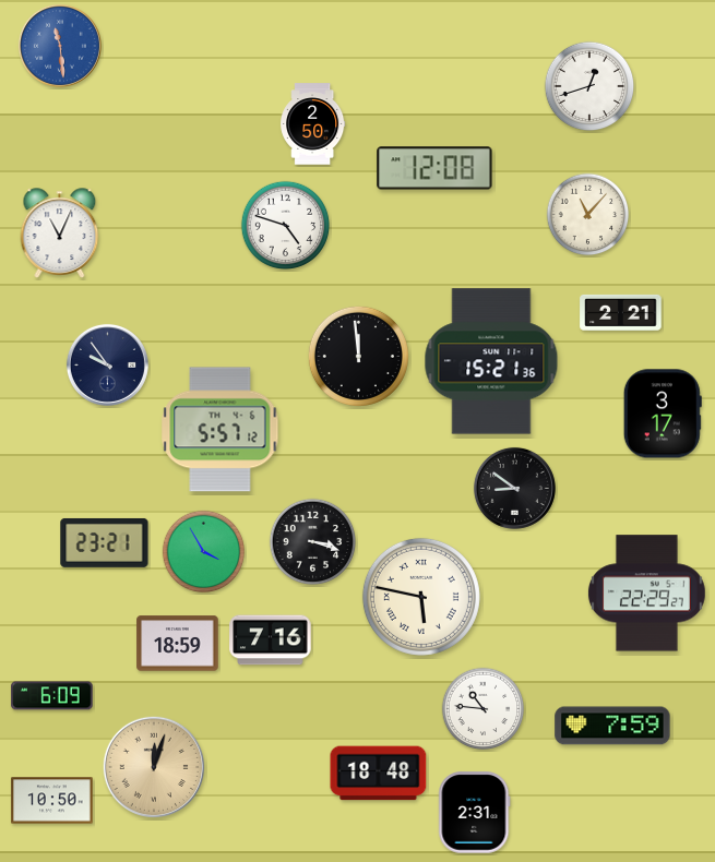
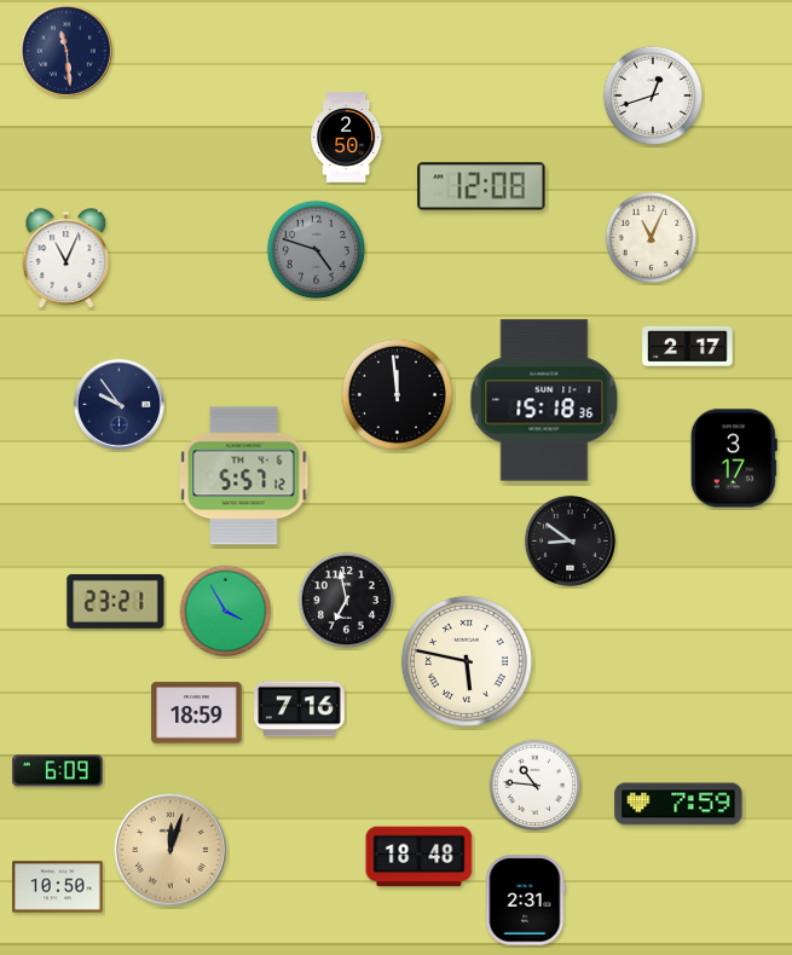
clock at (60, 46) dial: blue -> navy
clock at (588, 215): 11:07 -> 11:04
clock at (286, 226) dial: white -> grey
clock at (621, 312): 2:21 -> 2:17
clock at (491, 361): 15:21 -> 15:18
clock at (313, 542): 3:18 -> 6:58
clock at (646, 594): 22:29 -> none
